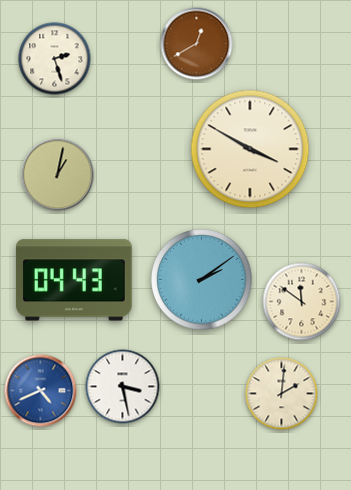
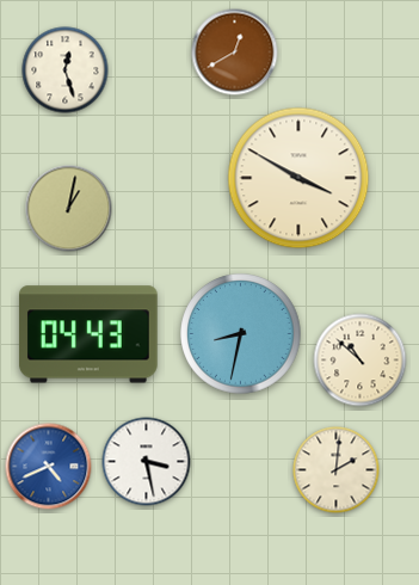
clock at (55, 59): 2:27 -> 12:27
clock at (202, 280): 2:09 -> 8:32
clock at (302, 302): 11:51 -> 10:52
